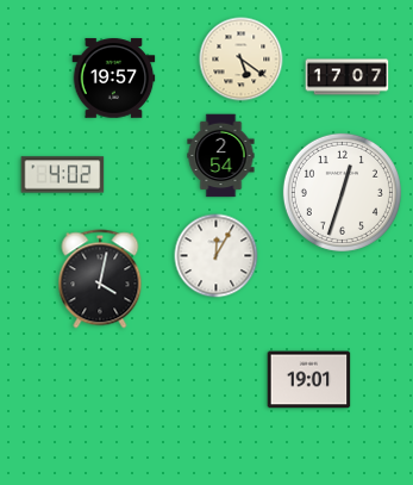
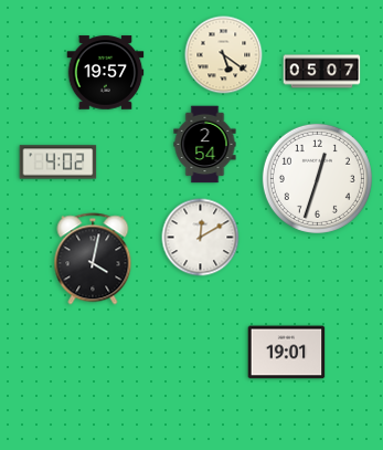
clock at (348, 77): 17:07 -> 05:07
clock at (217, 256): 12:05 -> 12:10
